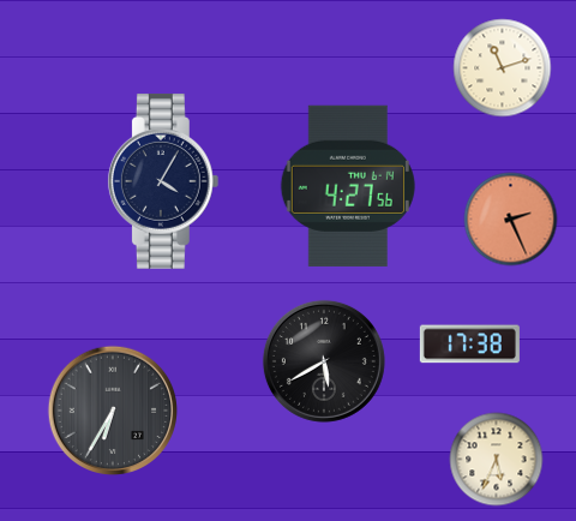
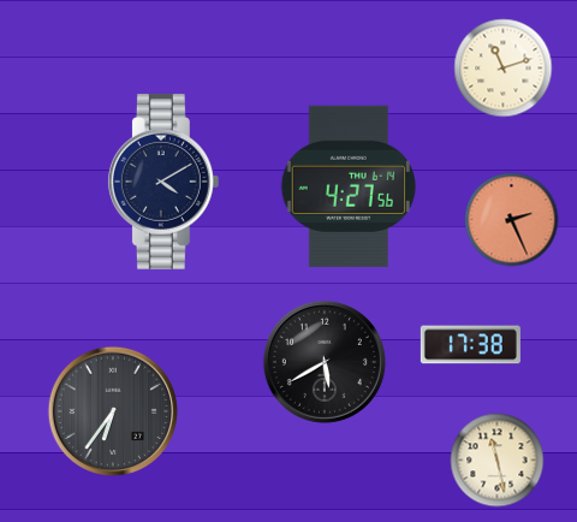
clock at (163, 181): 4:05 -> 4:10
clock at (112, 409): 6:35 -> 6:36
clock at (496, 459): 5:34 -> 11:28
